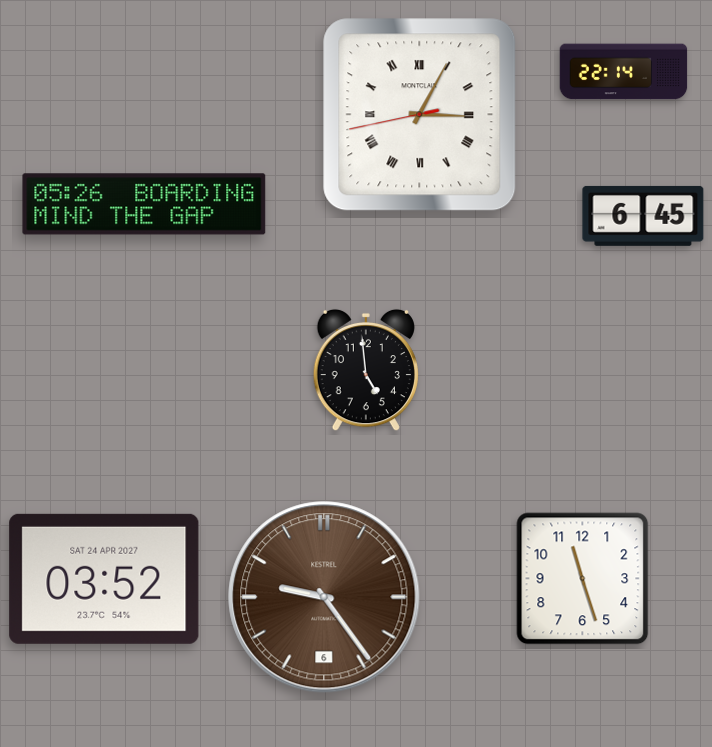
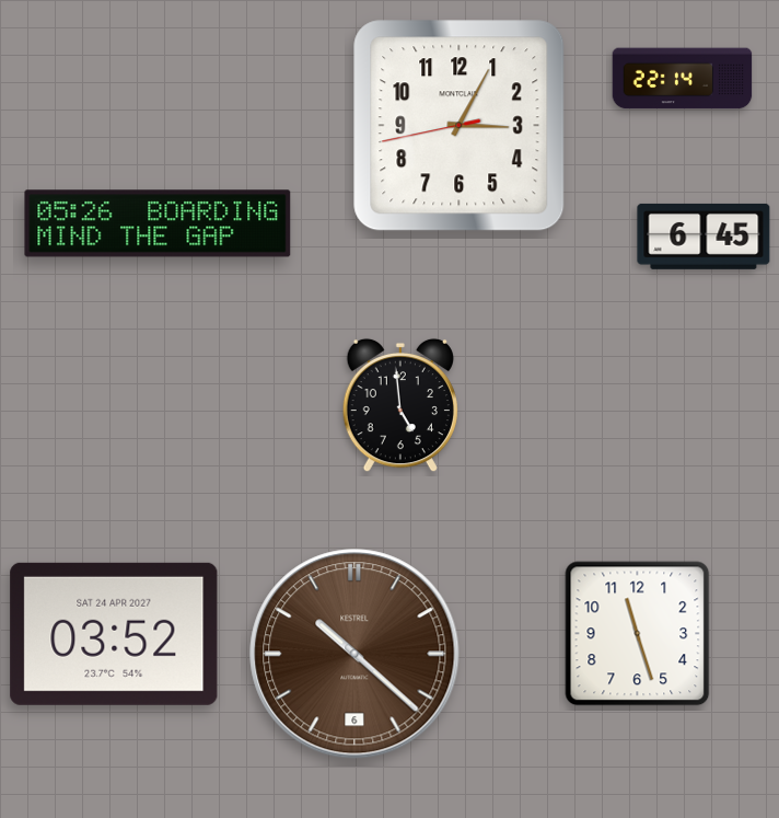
clock at (420, 115) numerals: Roman -> Arabic
clock at (324, 597): 9:24 -> 10:22
